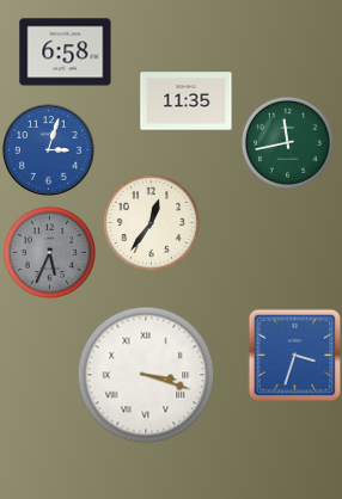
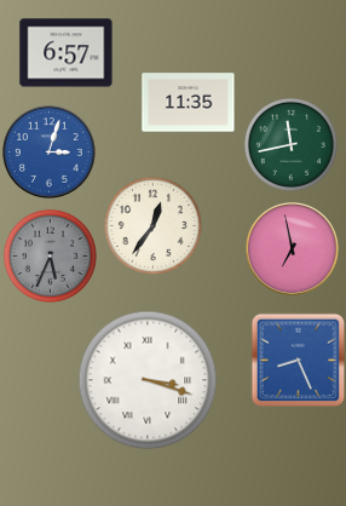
clock at (66, 53): 6:58 -> 6:57
clock at (293, 249): none -> 6:58
clock at (294, 355): 3:33 -> 8:26
